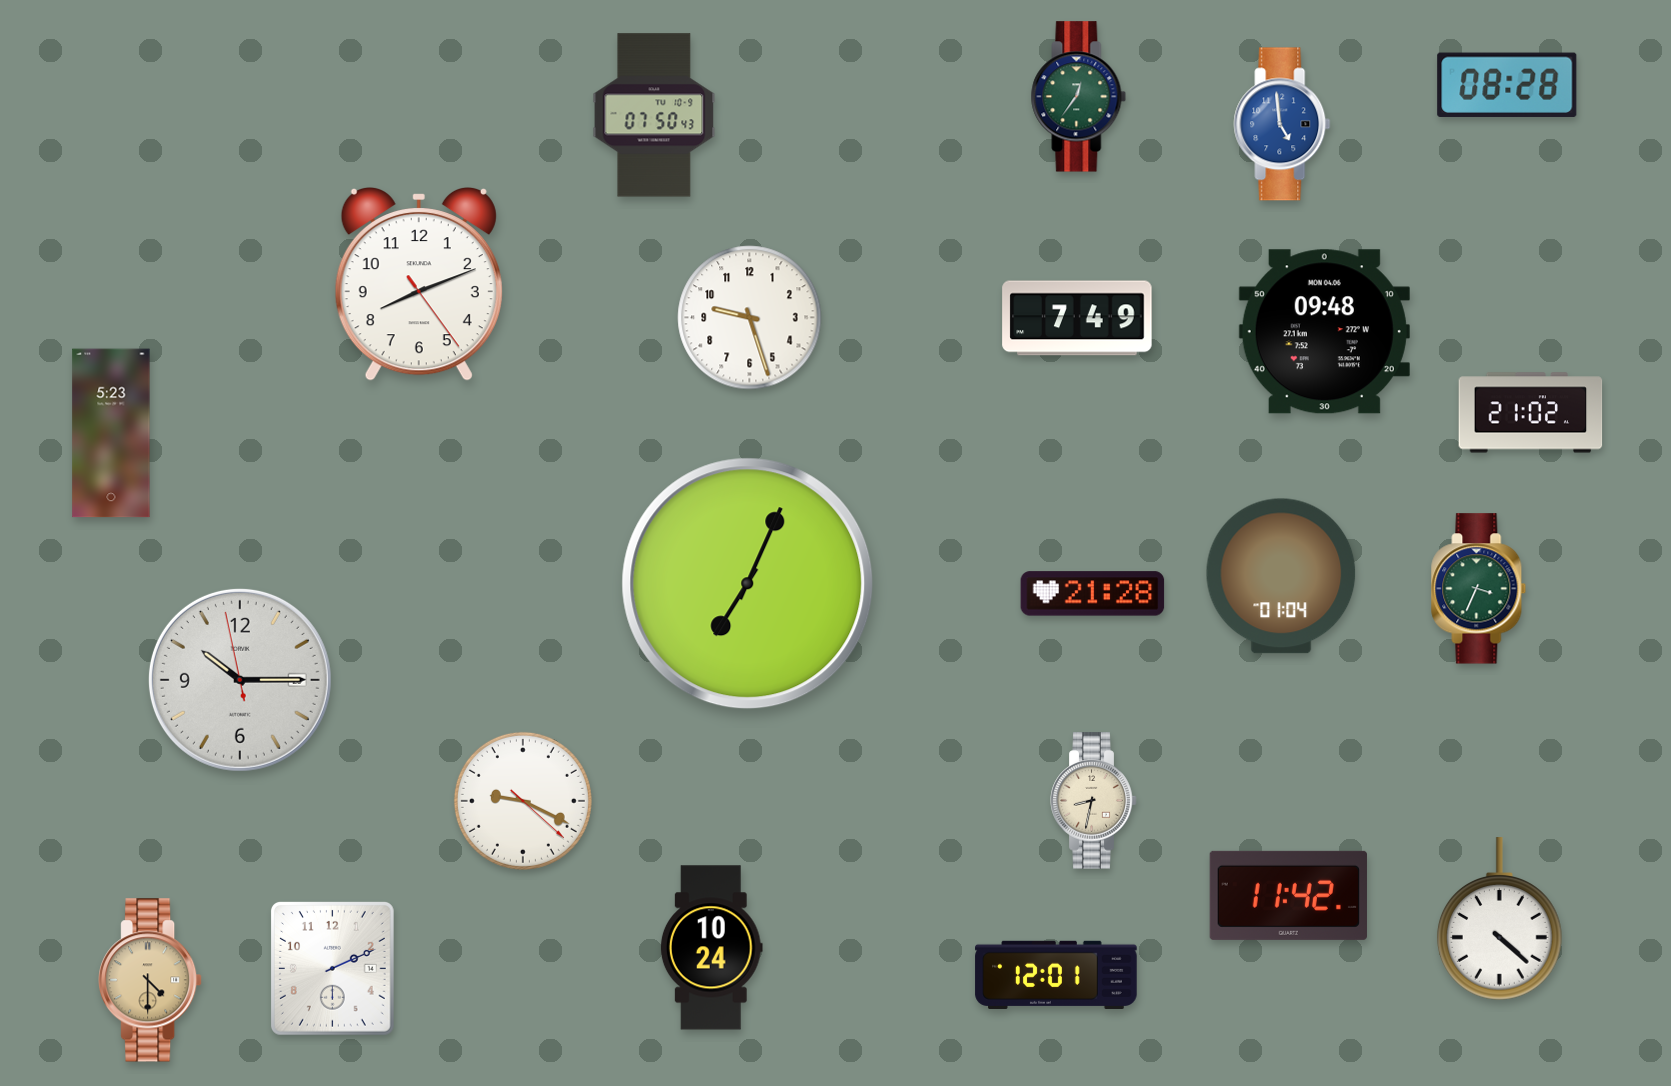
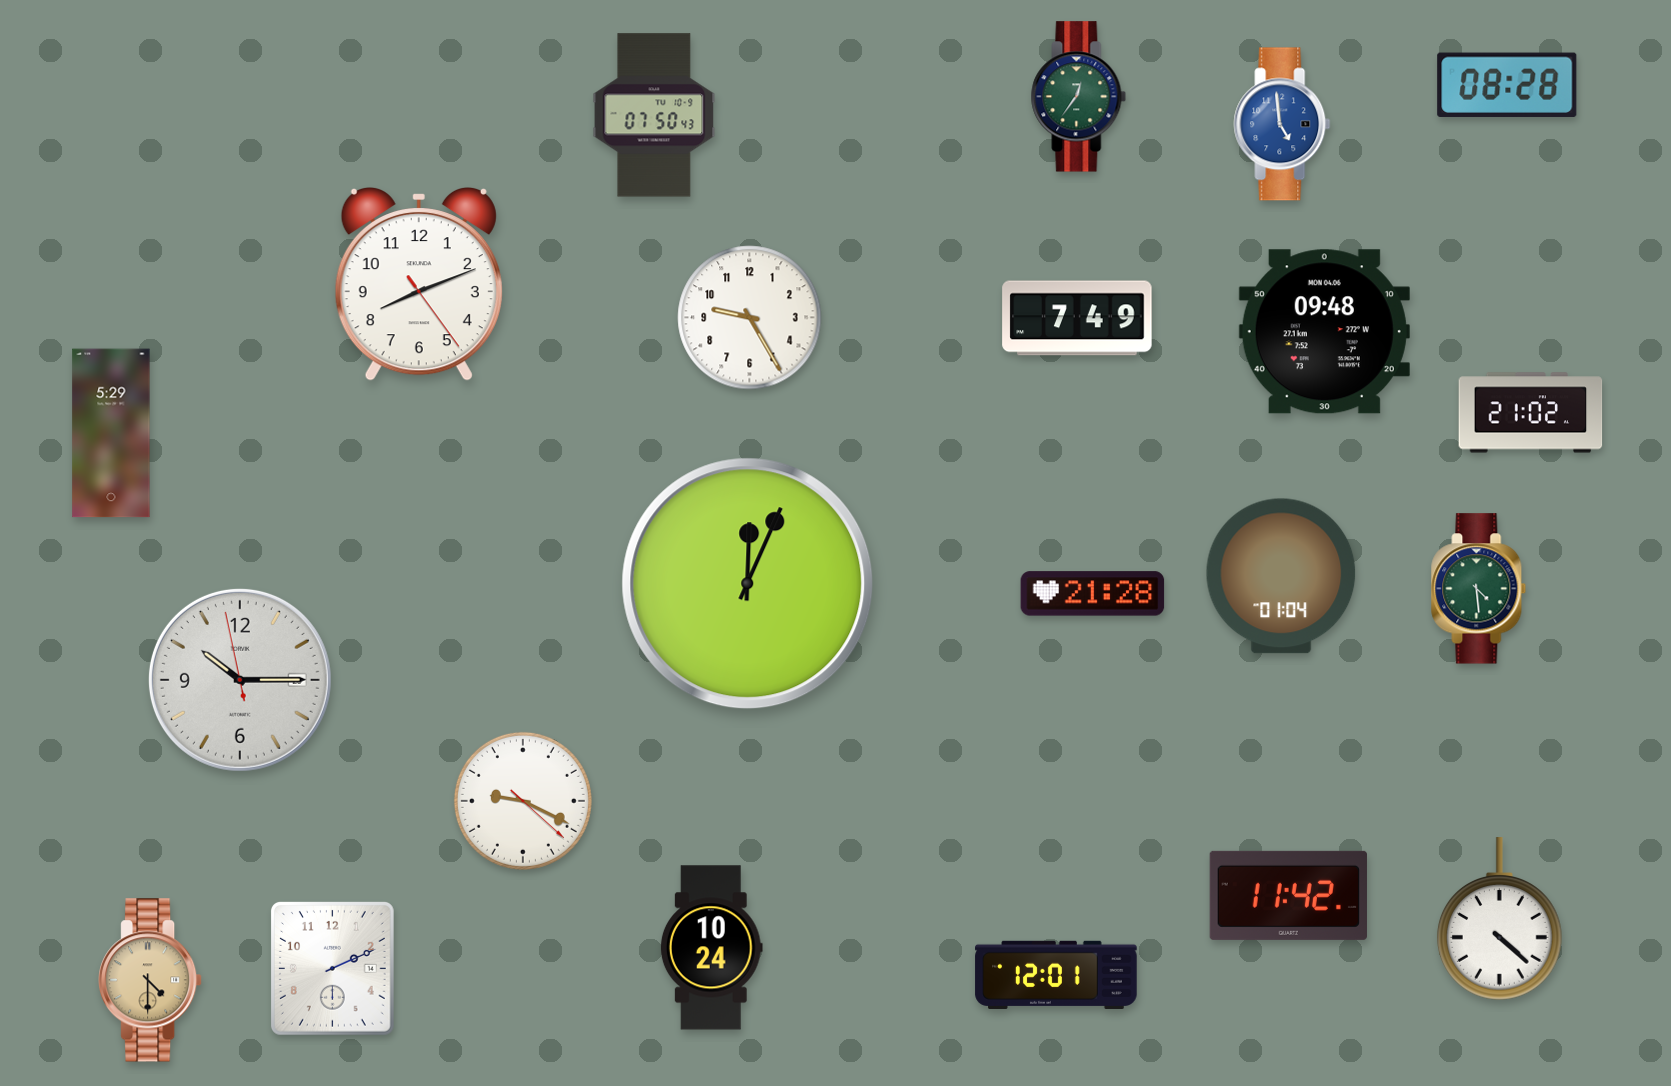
clock at (750, 318): 9:27 -> 9:25
clock at (111, 433): 5:23 -> 5:29
clock at (748, 584): 7:04 -> 12:04
clock at (1479, 589): 3:34 -> 4:29
clock at (1094, 801): 8:32 -> none
